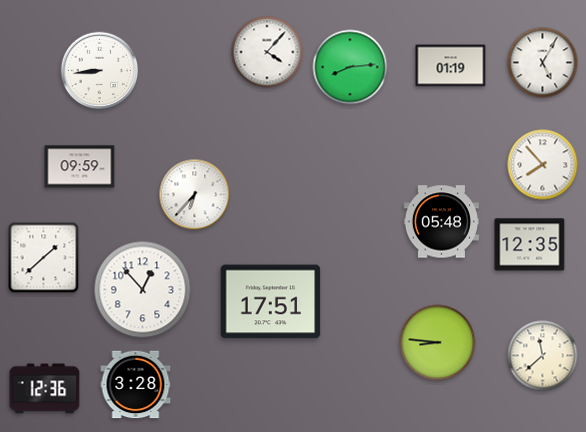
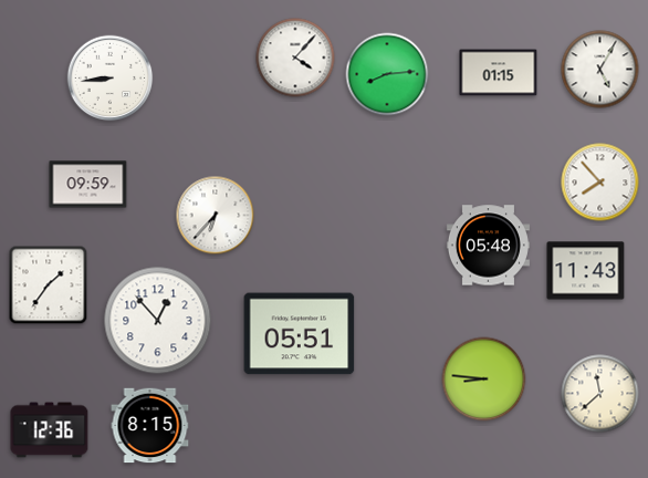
clock at (451, 66): 01:19 -> 01:15
clock at (530, 245): 12:35 -> 11:43
clock at (44, 258): 1:38 -> 1:36
clock at (271, 302): 17:51 -> 05:51
clock at (136, 385): 3:28 -> 8:15
